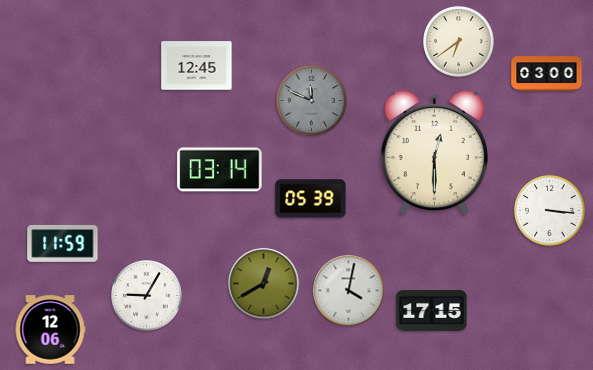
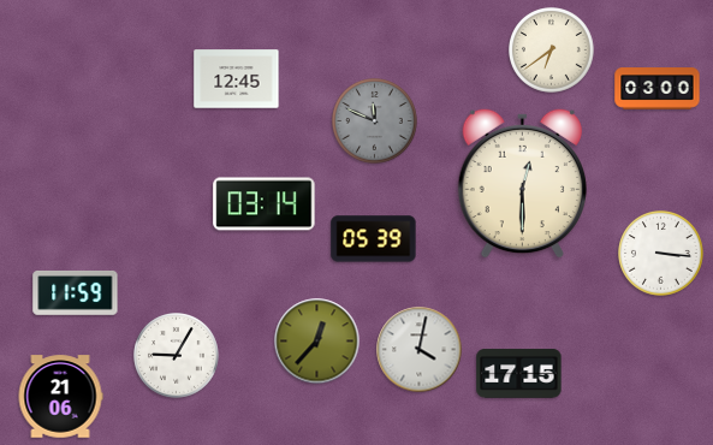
clock at (264, 284): 12:40 -> 12:37
clock at (50, 330): 12:06 -> 21:06
